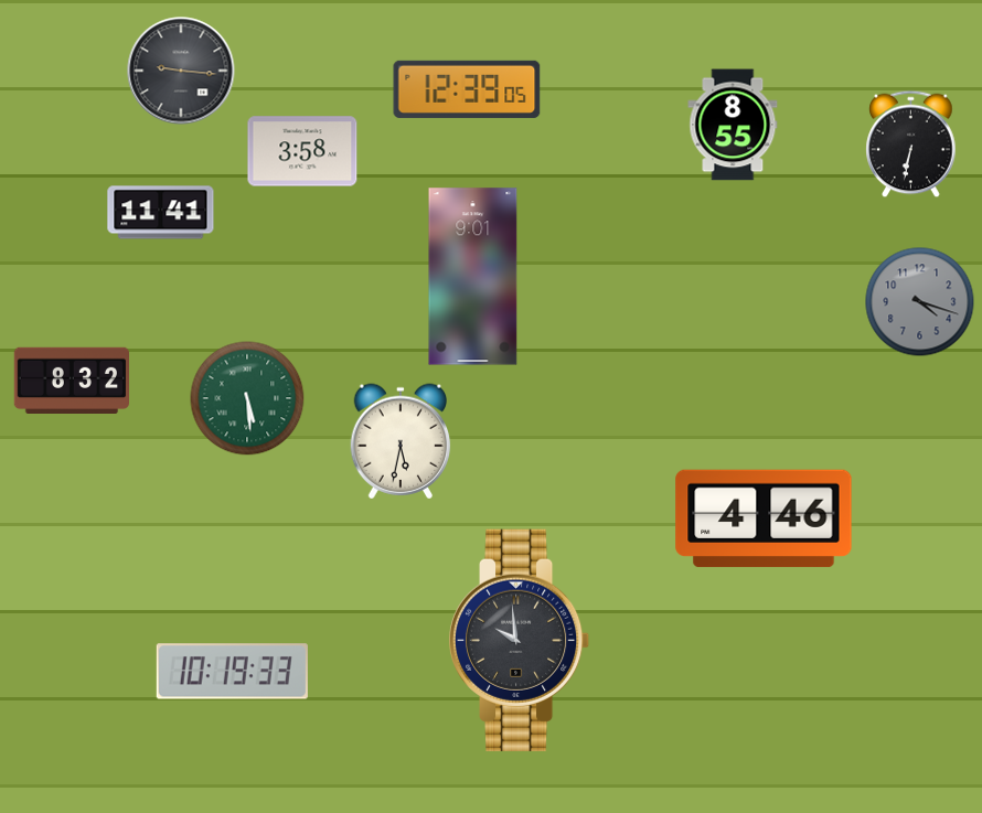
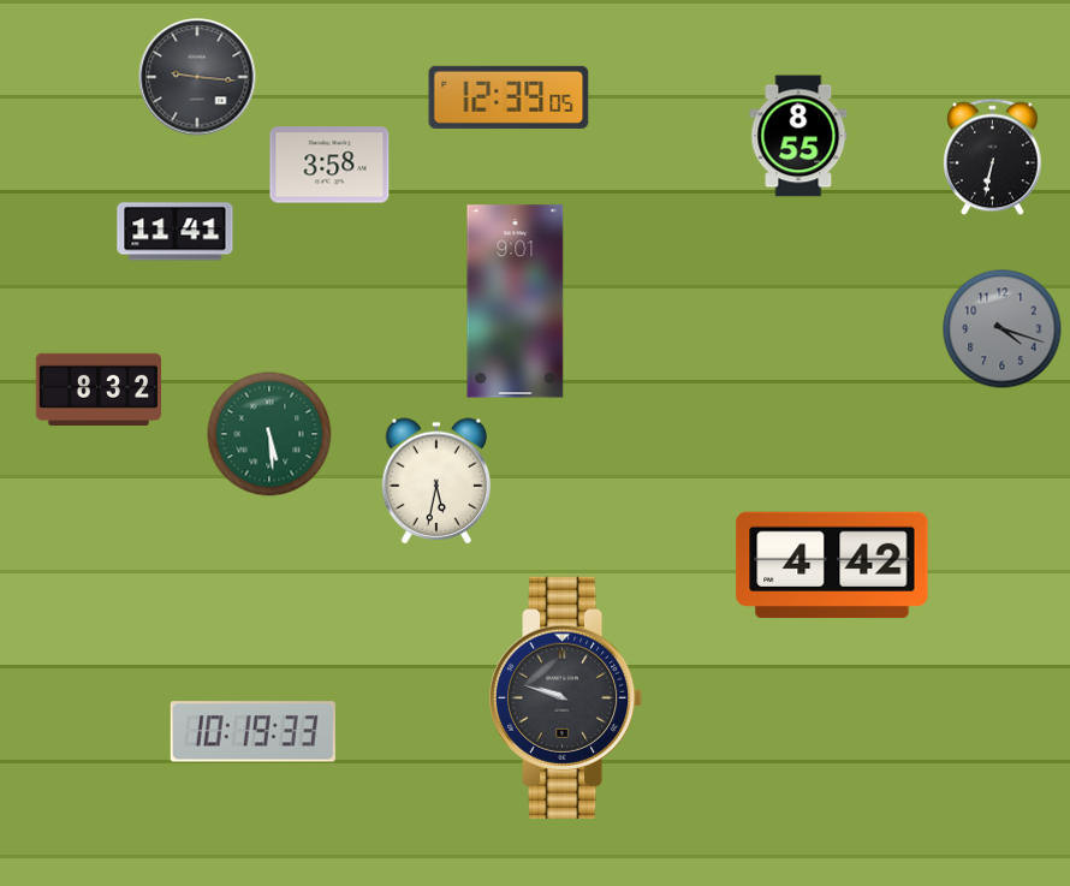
clock at (71, 379) position: (71, 379) -> (97, 388)
clock at (764, 518): 4:46 -> 4:42
clock at (520, 640): 9:59 -> 9:48
